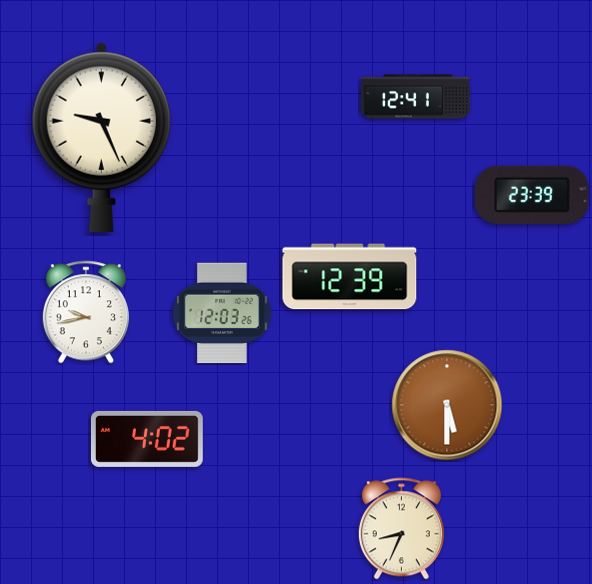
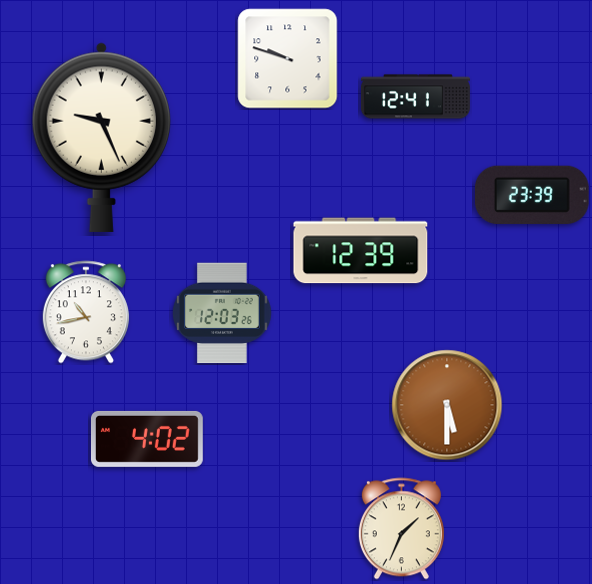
clock at (288, 59): none -> 9:48
clock at (350, 277) position: (350, 277) -> (361, 251)
clock at (86, 312): 9:43 -> 10:43
clock at (401, 529): 8:34 -> 1:34
